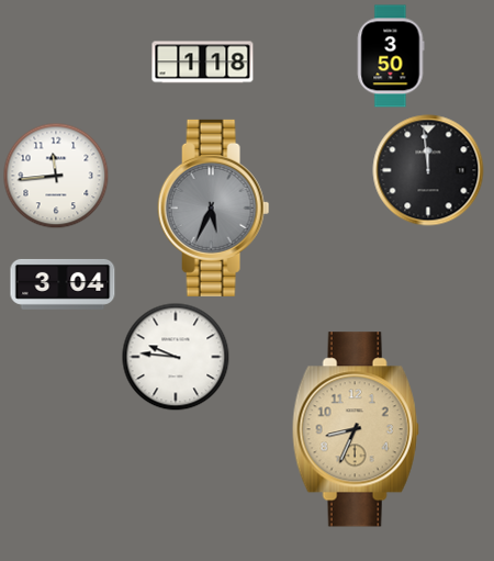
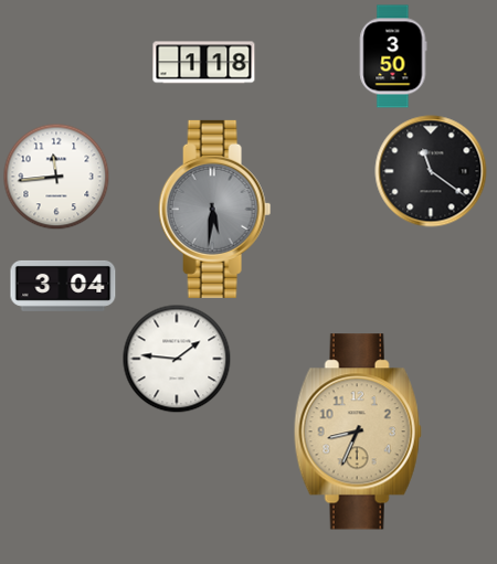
clock at (428, 170): 11:59 -> 11:21
clock at (214, 207): 5:34 -> 5:31
clock at (176, 357): 9:46 -> 1:46
